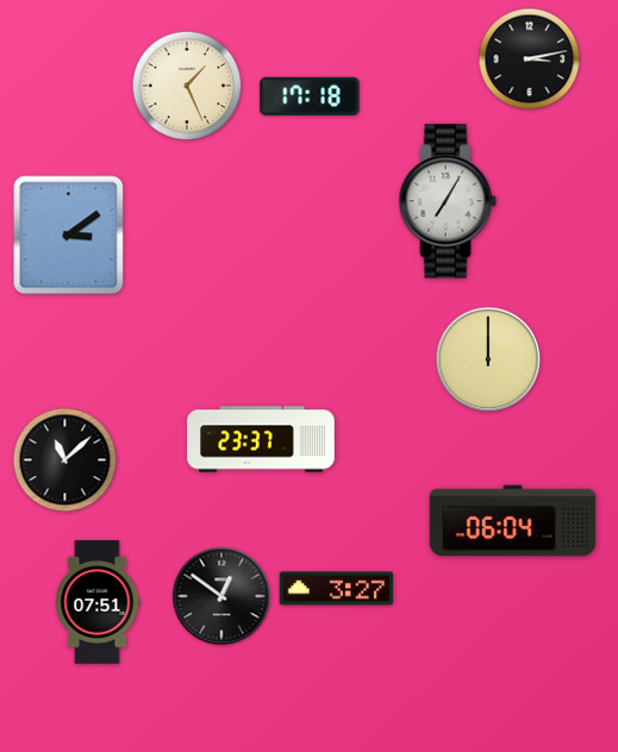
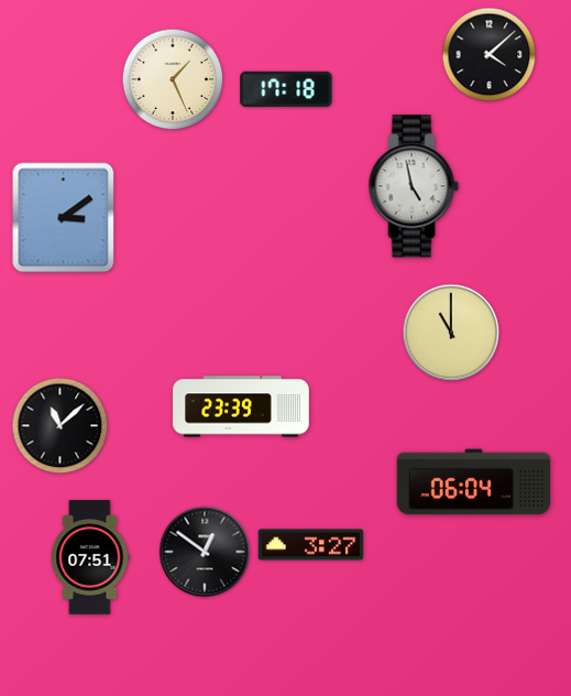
clock at (530, 59): 3:13 -> 4:08
clock at (448, 201): 7:05 -> 4:58
clock at (488, 359): 12:00 -> 11:00
clock at (261, 439): 23:37 -> 23:39
